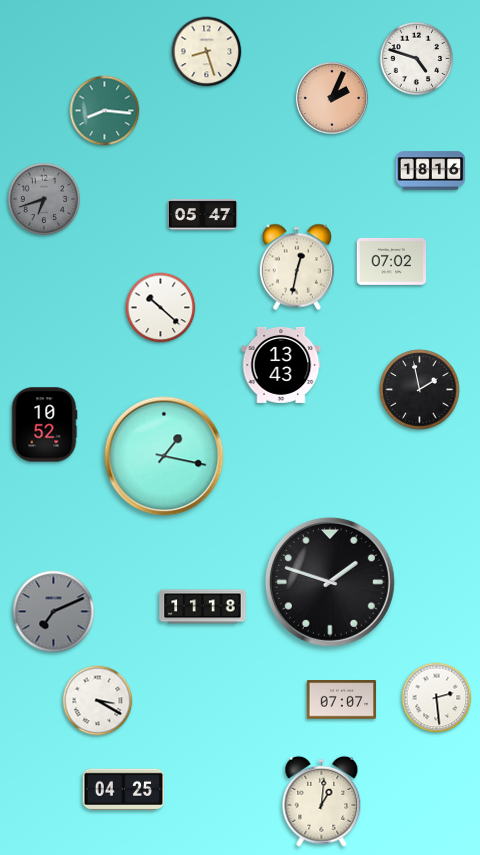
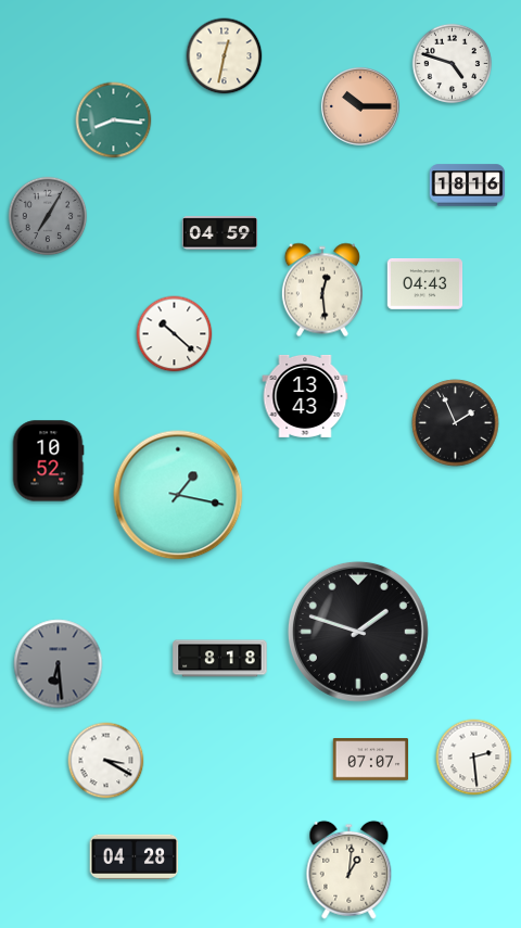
clock at (207, 52): 8:27 -> 12:32
clock at (332, 98): 2:04 -> 10:15
clock at (44, 199): 6:42 -> 7:05
clock at (203, 215): 05:47 -> 04:59
clock at (392, 261): 07:02 -> 04:43
clock at (297, 267): 12:32 -> 12:29
clock at (420, 390): 1:58 -> 1:56
clock at (203, 607): 11:18 -> 8:18
clock at (54, 612): 7:11 -> 6:29
clock at (124, 789): 04:25 -> 04:28
